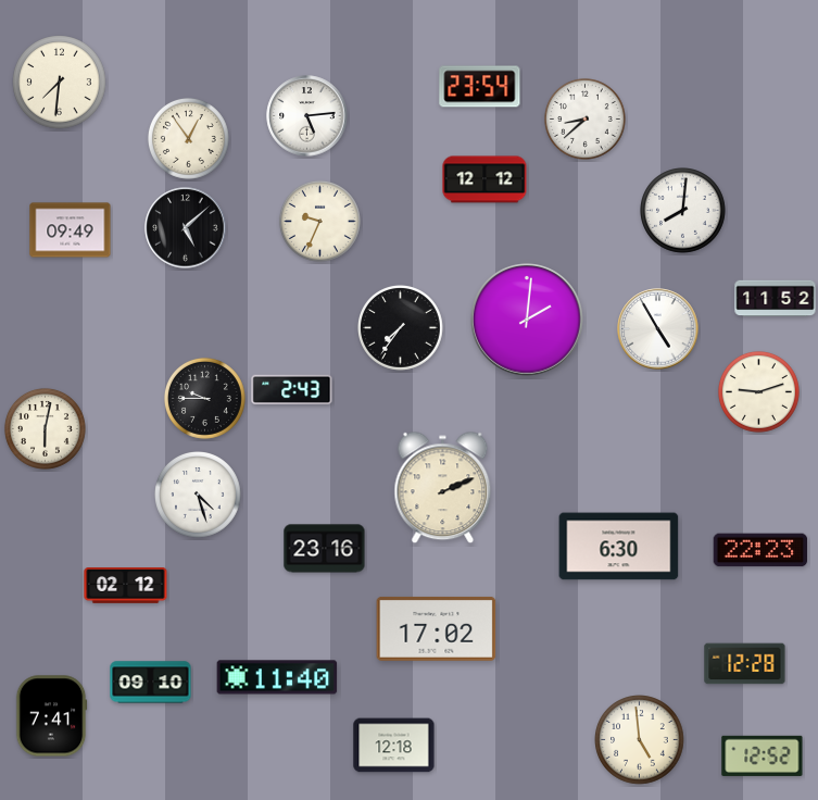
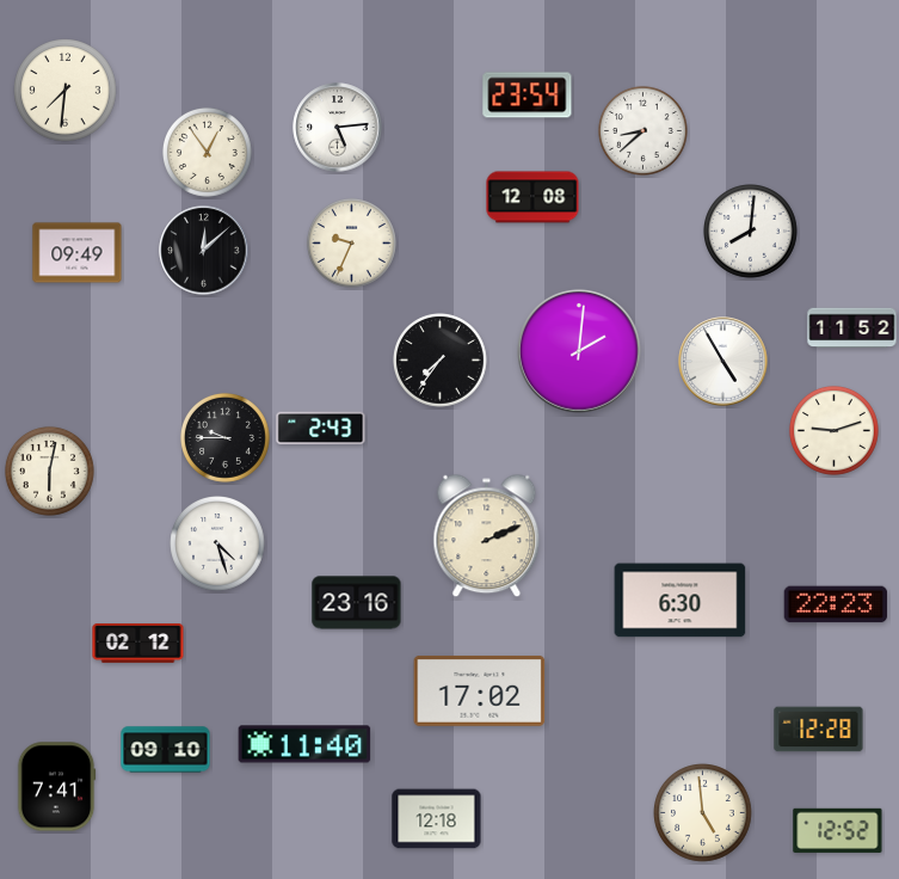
clock at (484, 179): 12:12 -> 12:08
clock at (186, 228): 5:08 -> 12:08
clock at (394, 746) position: (394, 746) -> (437, 819)
